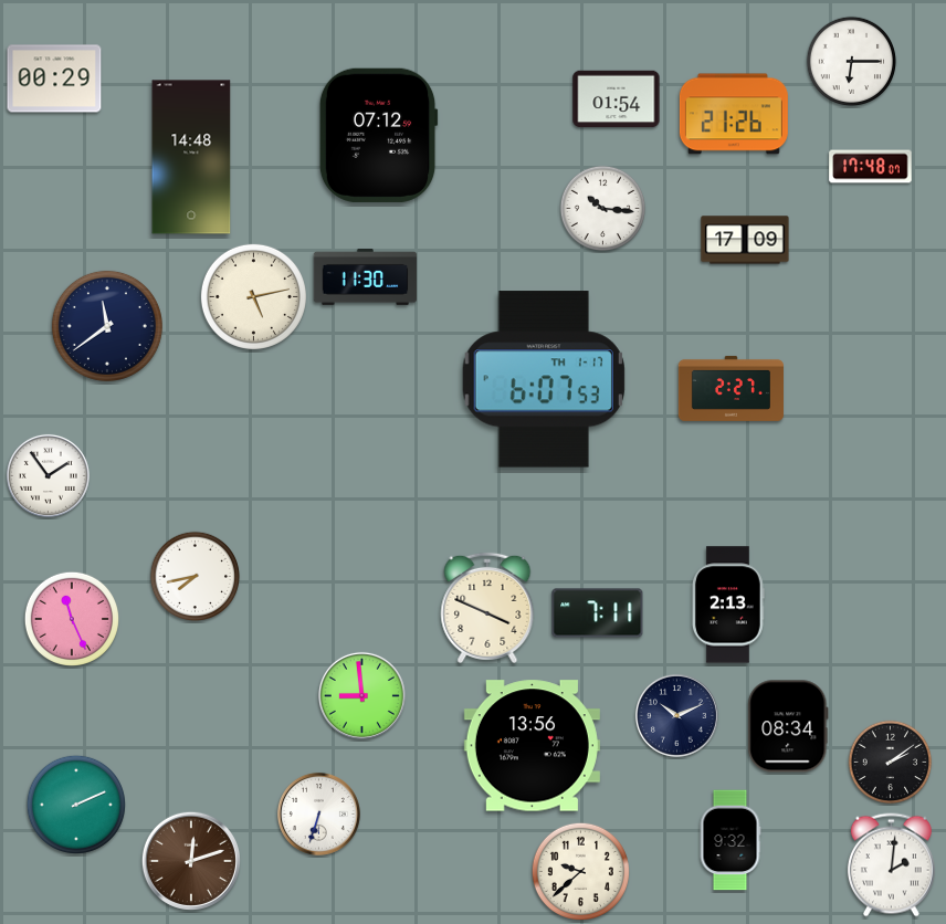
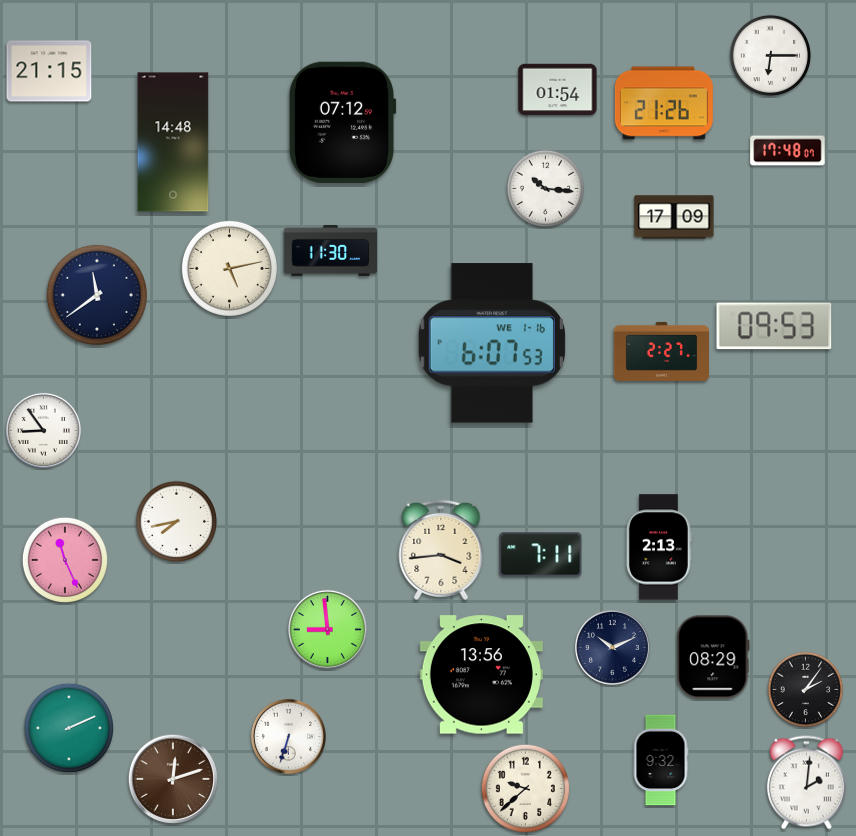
clock at (54, 78): 00:29 -> 21:15
clock at (774, 326): none -> 09:53
clock at (544, 379) date: TH 1-17 -> WE 1-16
clock at (48, 475): 1:54 -> 8:54
clock at (487, 608): 3:49 -> 3:44
clock at (788, 726): 08:34 -> 08:29
clock at (891, 763): 2:09 -> 2:06
